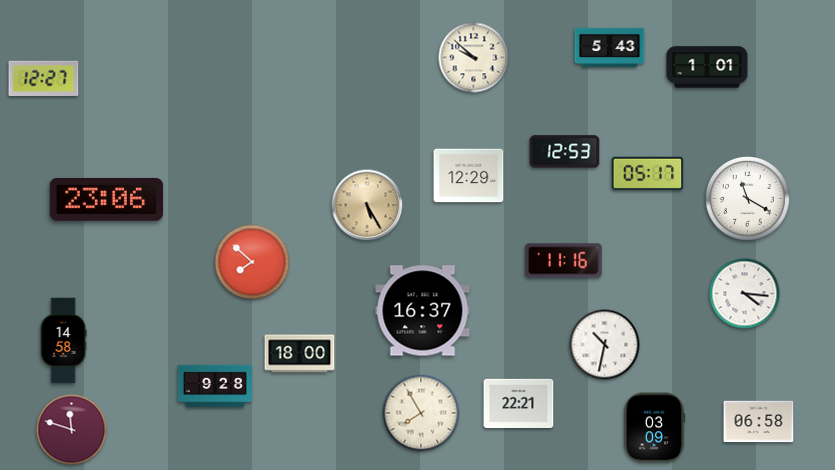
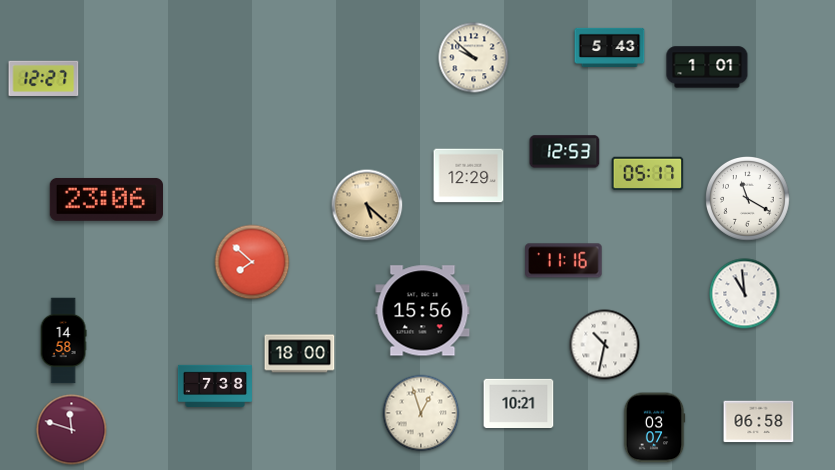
clock at (367, 205): 5:25 -> 5:22
clock at (745, 294): 4:16 -> 10:59
clock at (423, 311): 16:37 -> 15:56
clock at (215, 386): 9:28 -> 7:38
clock at (519, 403): 22:21 -> 10:21
clock at (421, 413): 7:55 -> 12:57
clock at (654, 428): 03:09 -> 03:07
